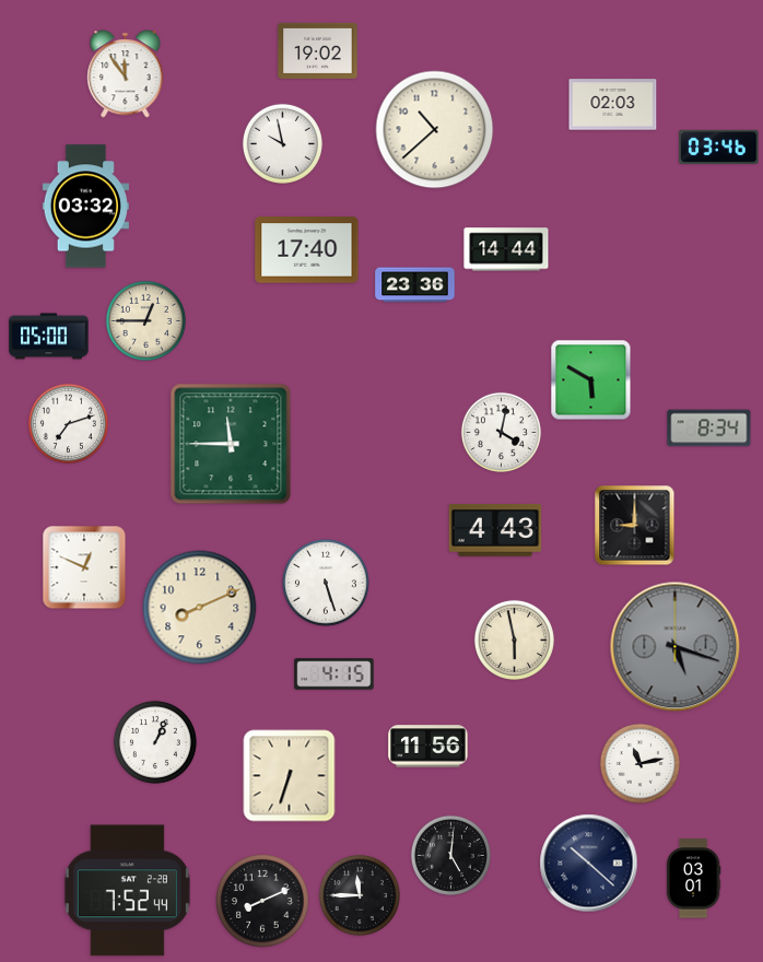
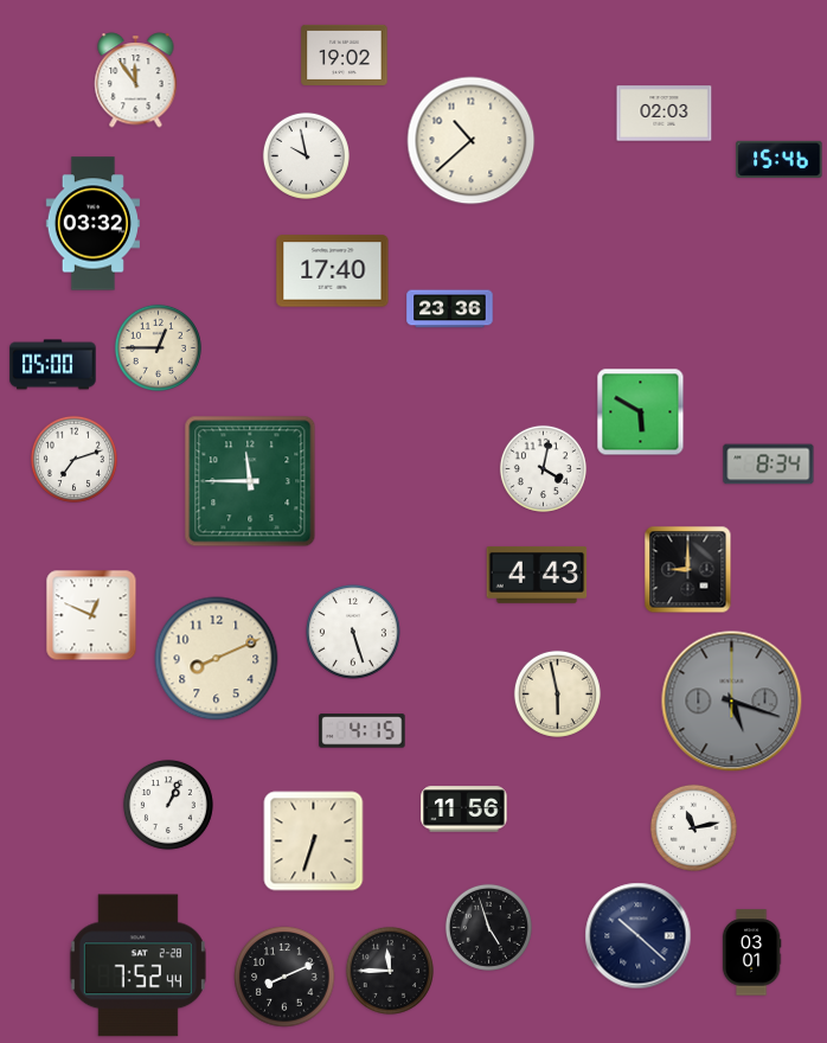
clock at (719, 146): 03:46 -> 15:46
clock at (506, 249): 14:44 -> none
clock at (450, 855): 5:01 -> 4:57
